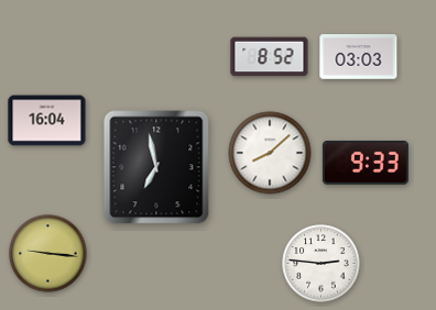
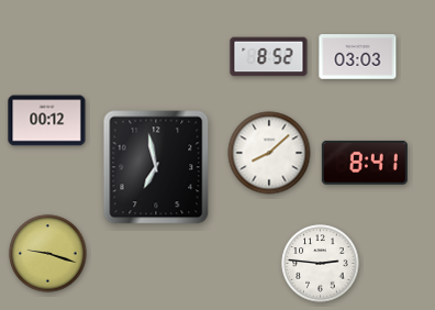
clock at (47, 121): 16:04 -> 00:12
clock at (366, 163): 9:33 -> 8:41
clock at (48, 254): 9:16 -> 9:18
